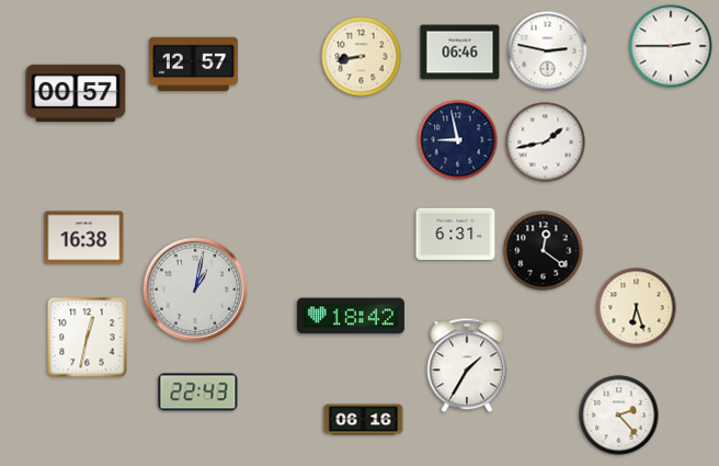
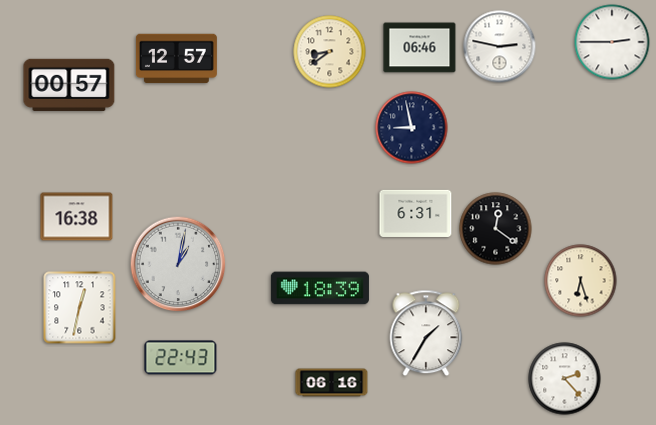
clock at (362, 57): 8:43 -> 8:39
clock at (458, 140) position: (458, 140) -> (412, 128)
clock at (546, 143): 1:43 -> none
clock at (351, 316): 18:42 -> 18:39
